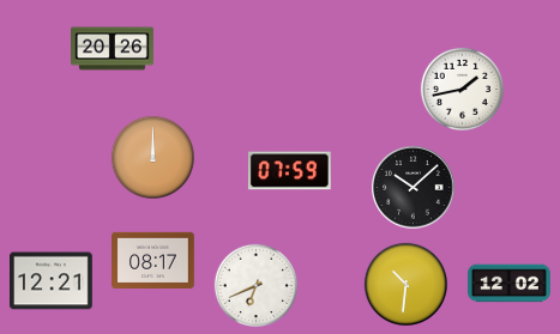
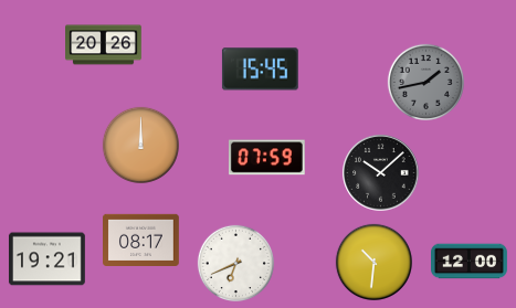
clock at (260, 70): none -> 15:45
clock at (462, 89) dial: white -> grey
clock at (52, 281): 12:21 -> 19:21
clock at (510, 284): 12:02 -> 12:00
